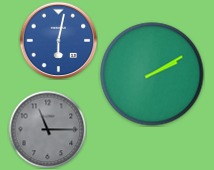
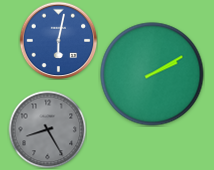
clock at (47, 129): 11:15 -> 8:25
